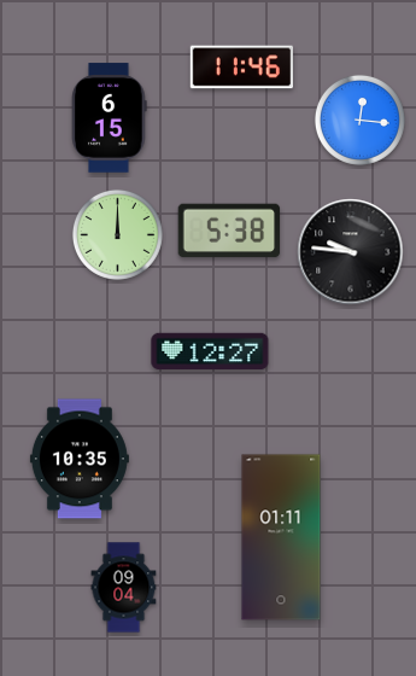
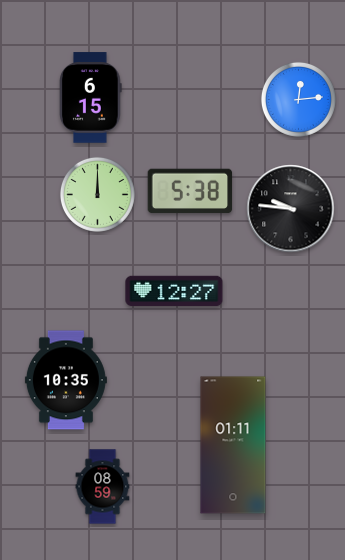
clock at (242, 68): 11:46 -> none
clock at (359, 120): 12:16 -> 12:14
clock at (124, 588): 09:04 -> 08:59
